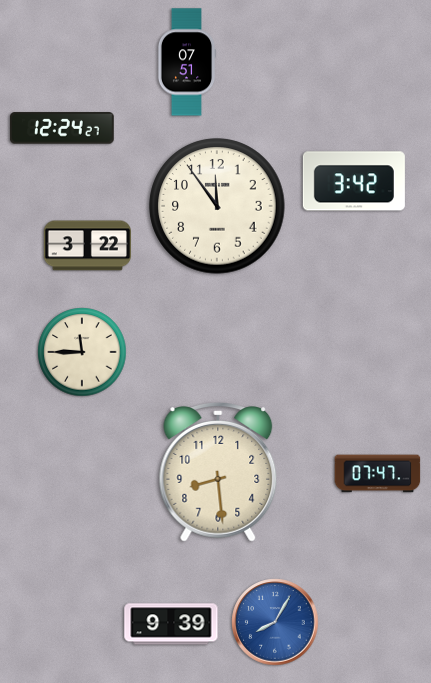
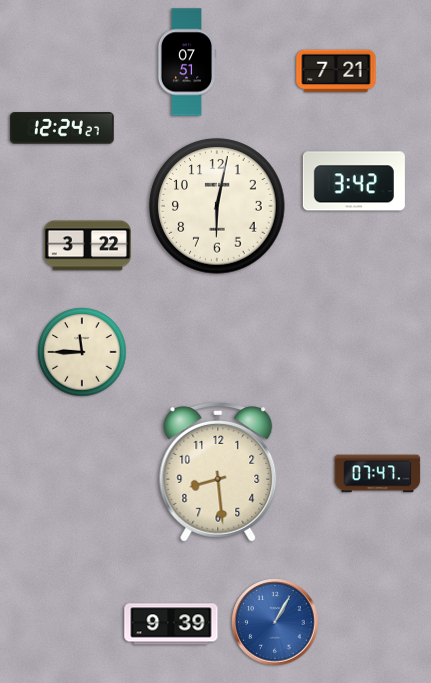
clock at (336, 71): none -> 7:21
clock at (217, 206): 11:54 -> 6:02
clock at (275, 622): 8:05 -> 1:05
